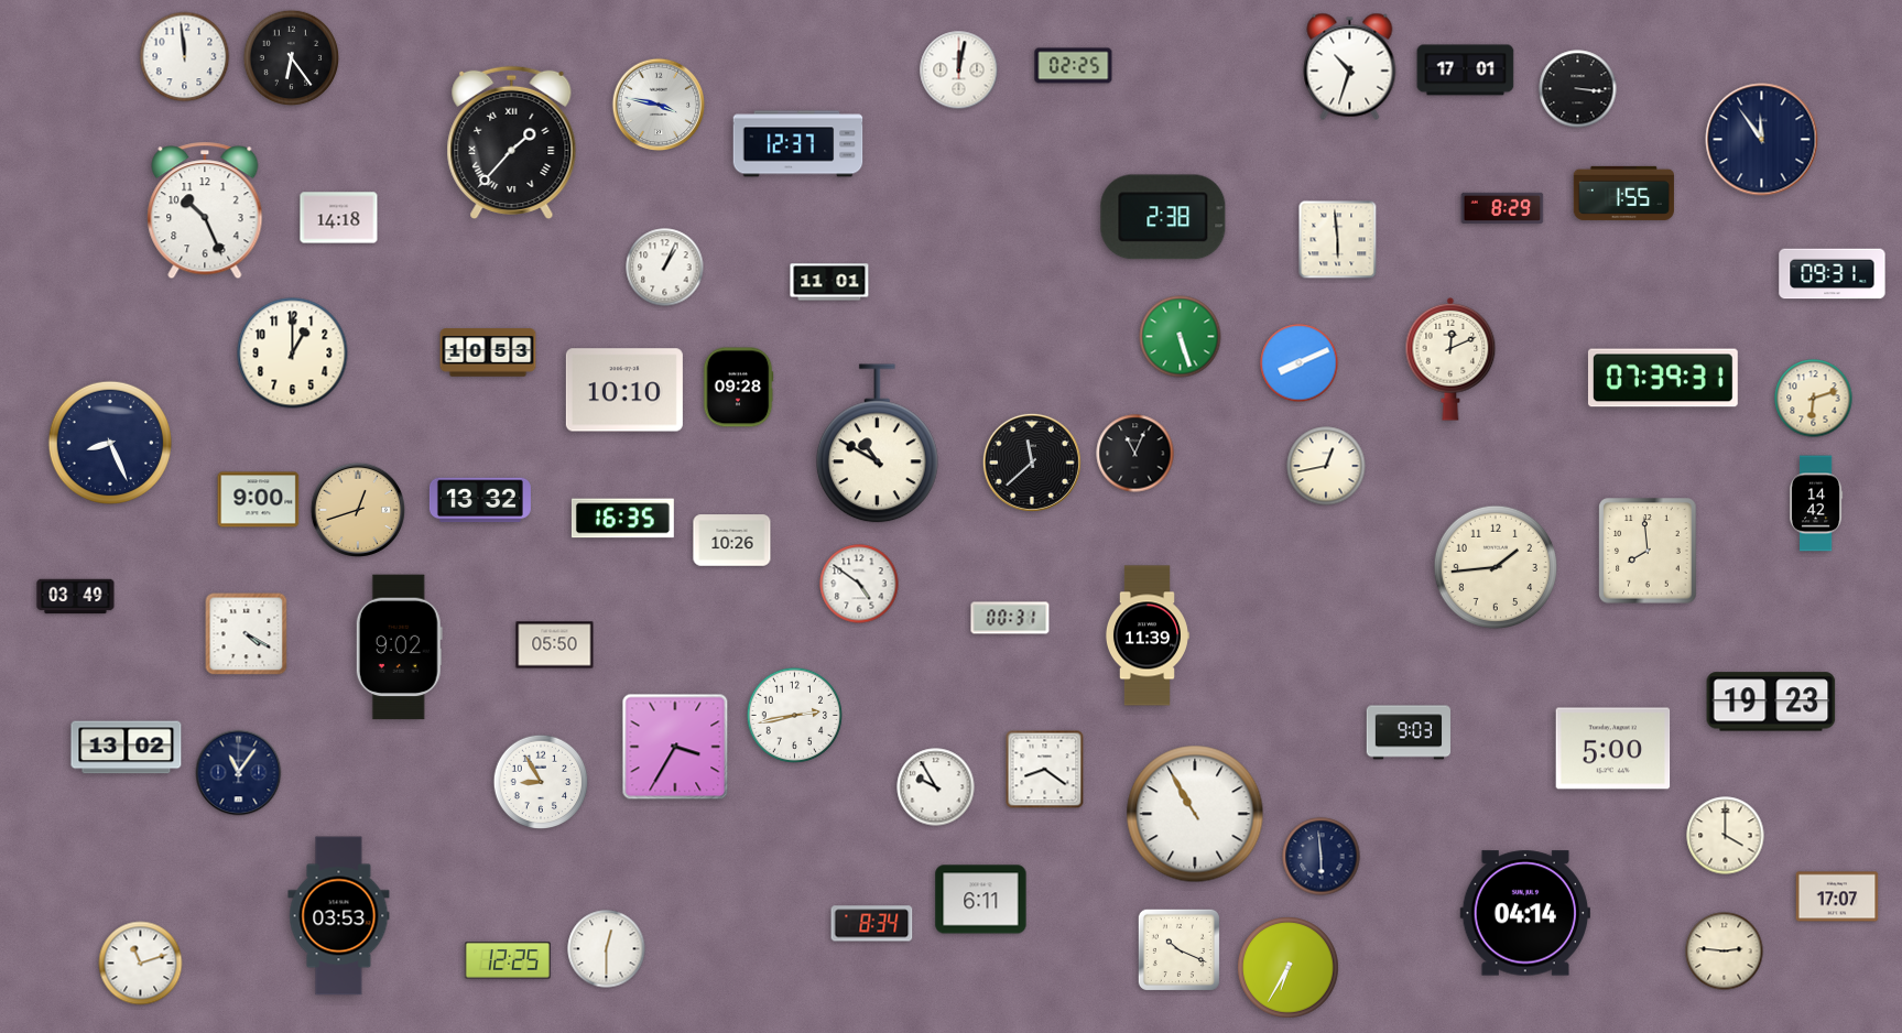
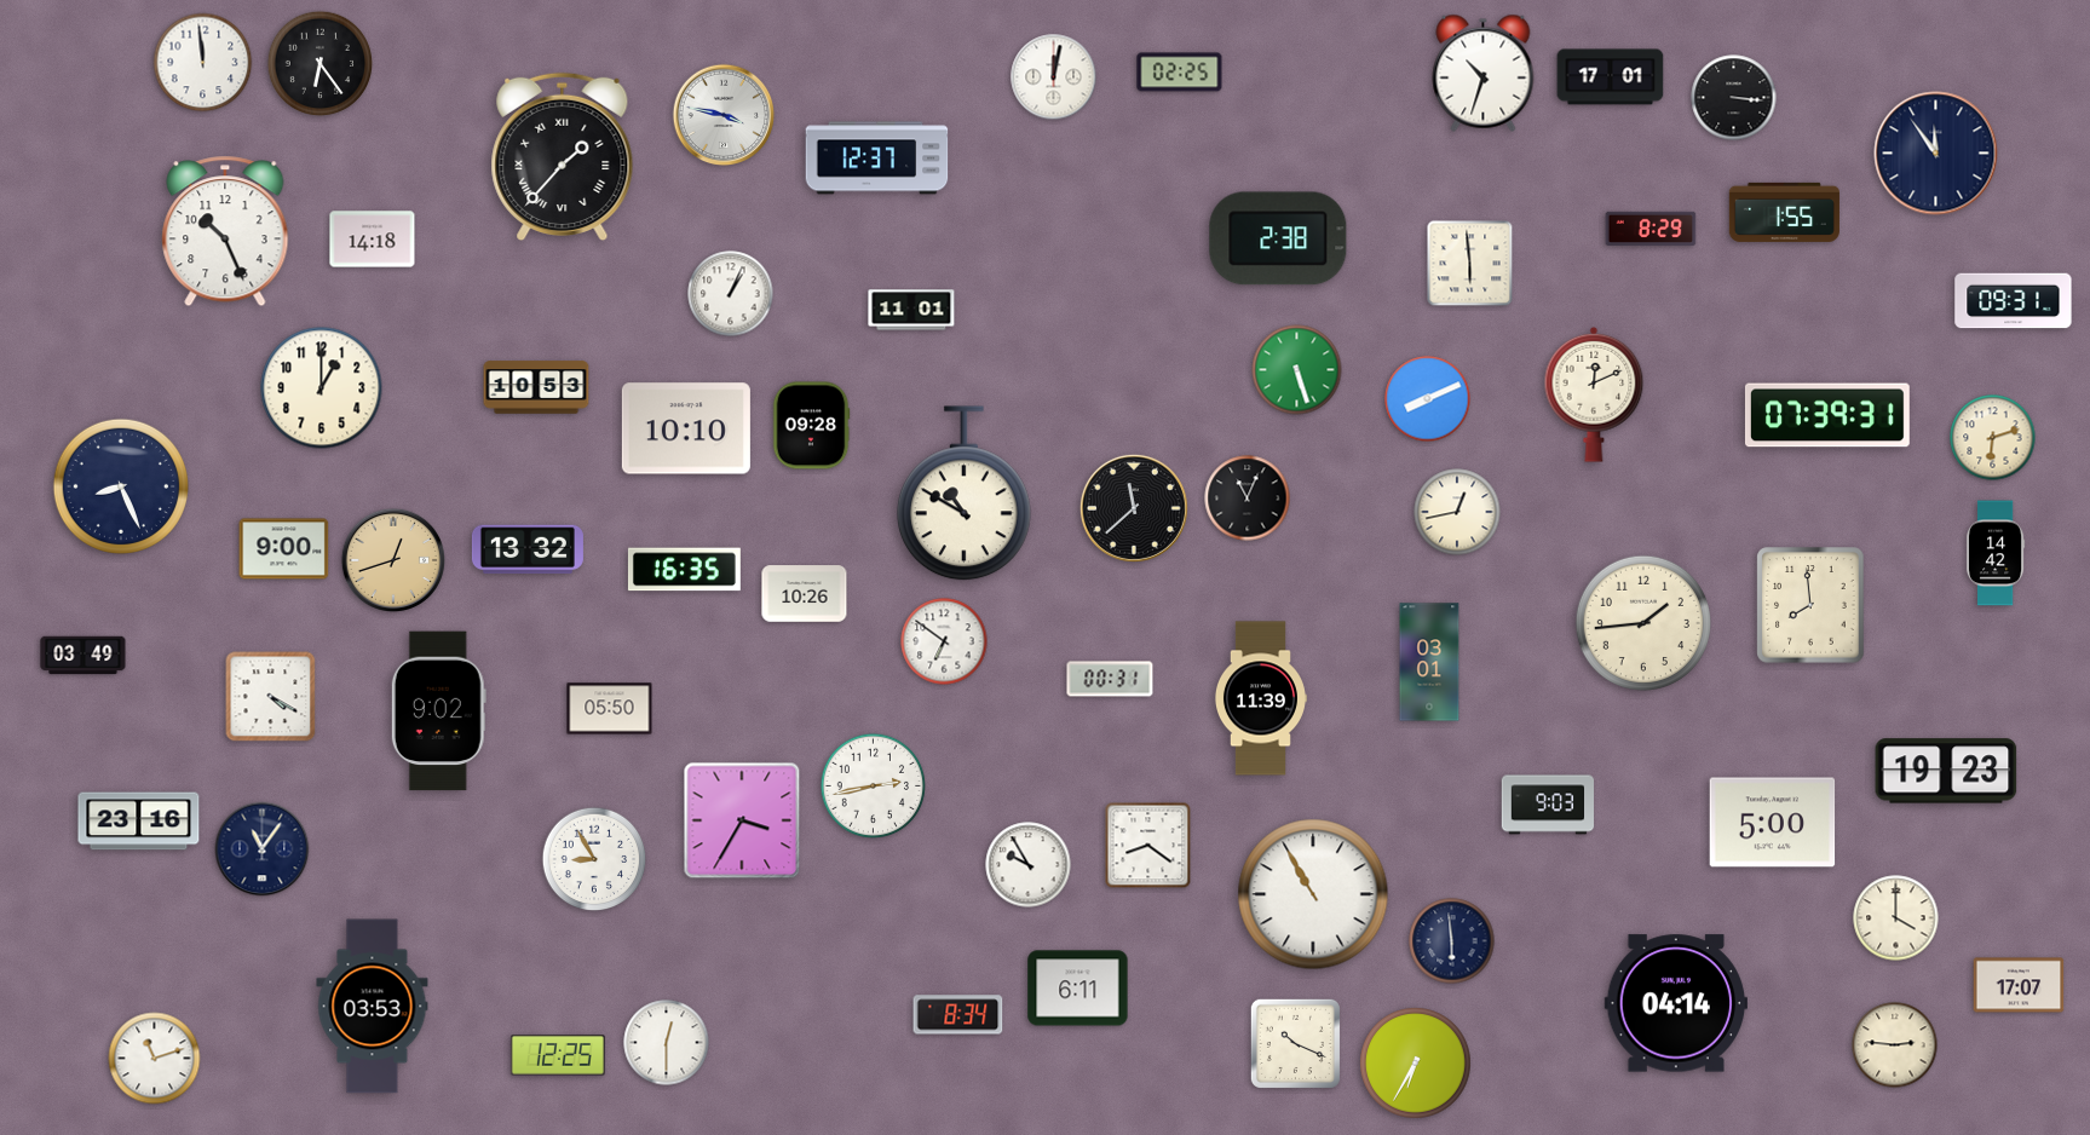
clock at (878, 444) position: (878, 444) -> (965, 494)
clock at (859, 584): 4:51 -> 6:51
clock at (1429, 662): none -> 03:01
clock at (127, 748): 13:02 -> 23:16
